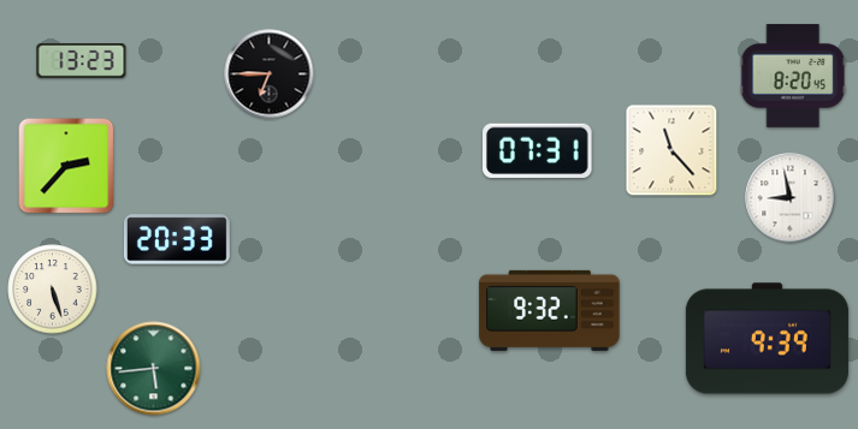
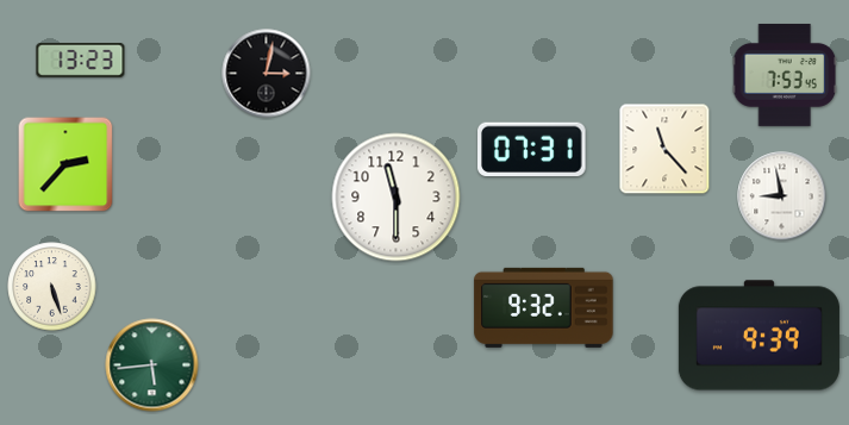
clock at (270, 75): 6:45 -> 3:02
clock at (793, 76): 8:20 -> 7:53
clock at (397, 198): none -> 11:30
clock at (177, 239): 20:33 -> none
